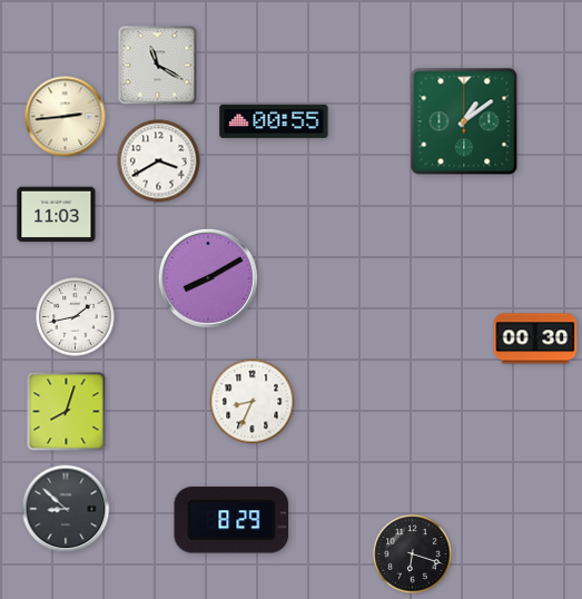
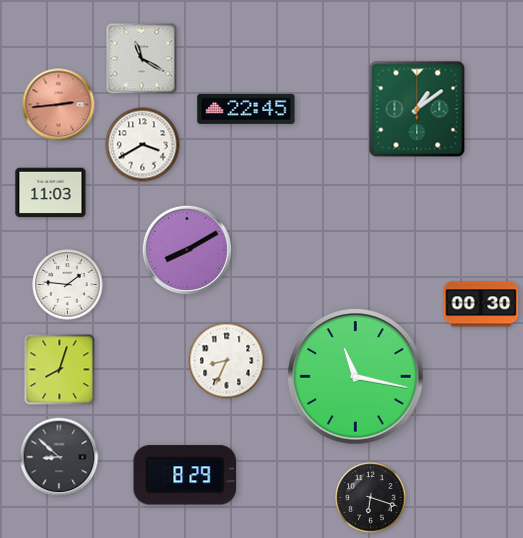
clock at (66, 117) dial: cream -> salmon
clock at (274, 121): 00:55 -> 22:45
clock at (76, 317): 1:43 -> 1:46
clock at (356, 377): none -> 11:17
clock at (231, 520) position: (231, 520) -> (185, 475)
